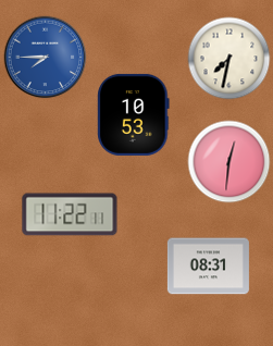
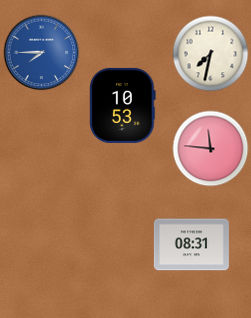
clock at (229, 162): 12:31 -> 11:46
clock at (70, 214): 11:22 -> none
